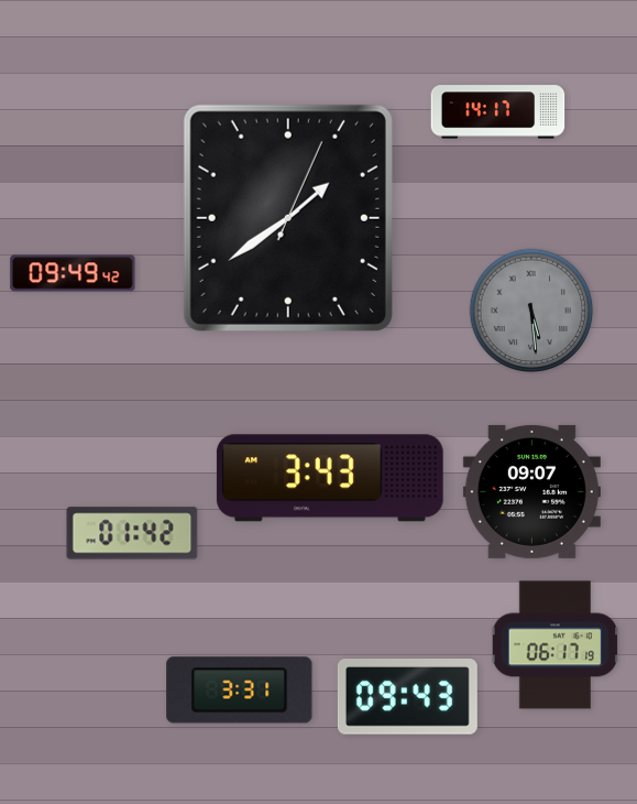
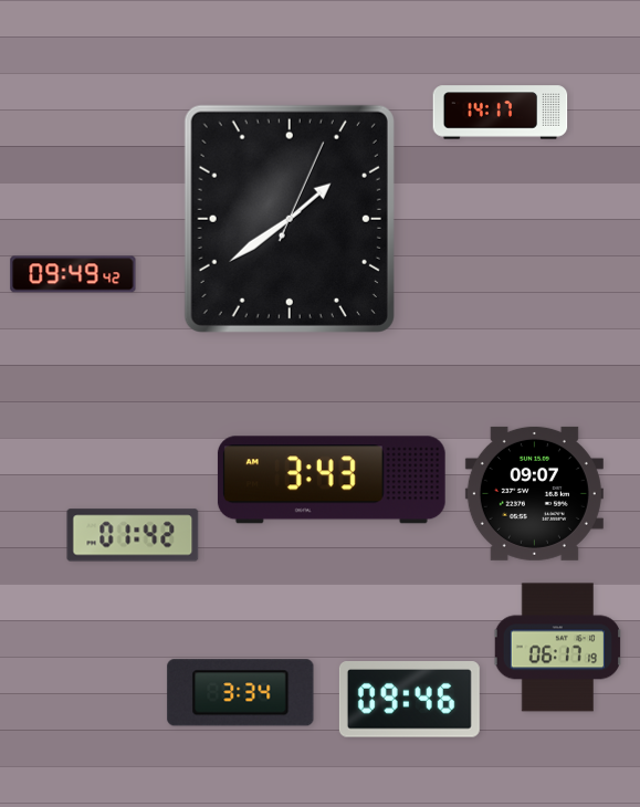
clock at (531, 311): 5:29 -> none
clock at (240, 691): 3:31 -> 3:34
clock at (407, 697): 09:43 -> 09:46
